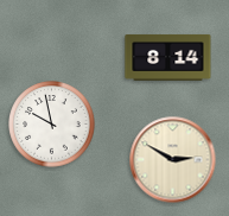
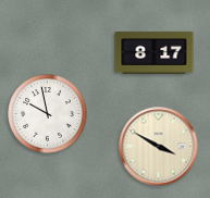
clock at (168, 57): 8:14 -> 8:17
clock at (173, 160): 2:50 -> 3:50
